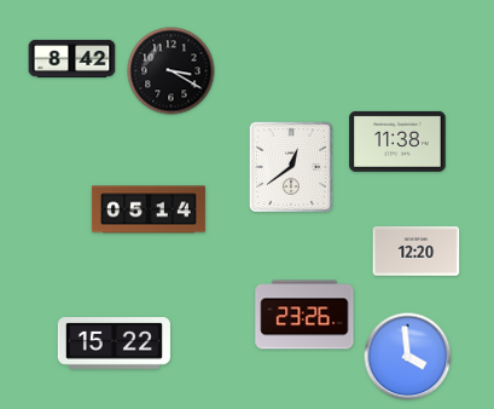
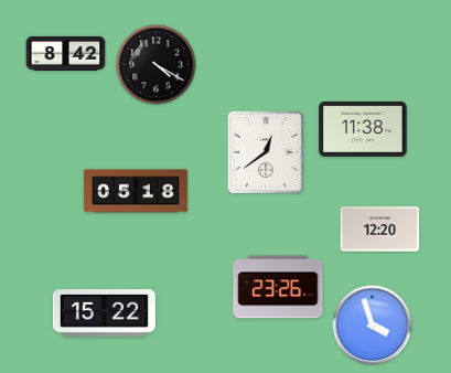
clock at (172, 71): 3:20 -> 4:20
clock at (149, 209): 05:14 -> 05:18
clock at (408, 357): 3:59 -> 3:57
